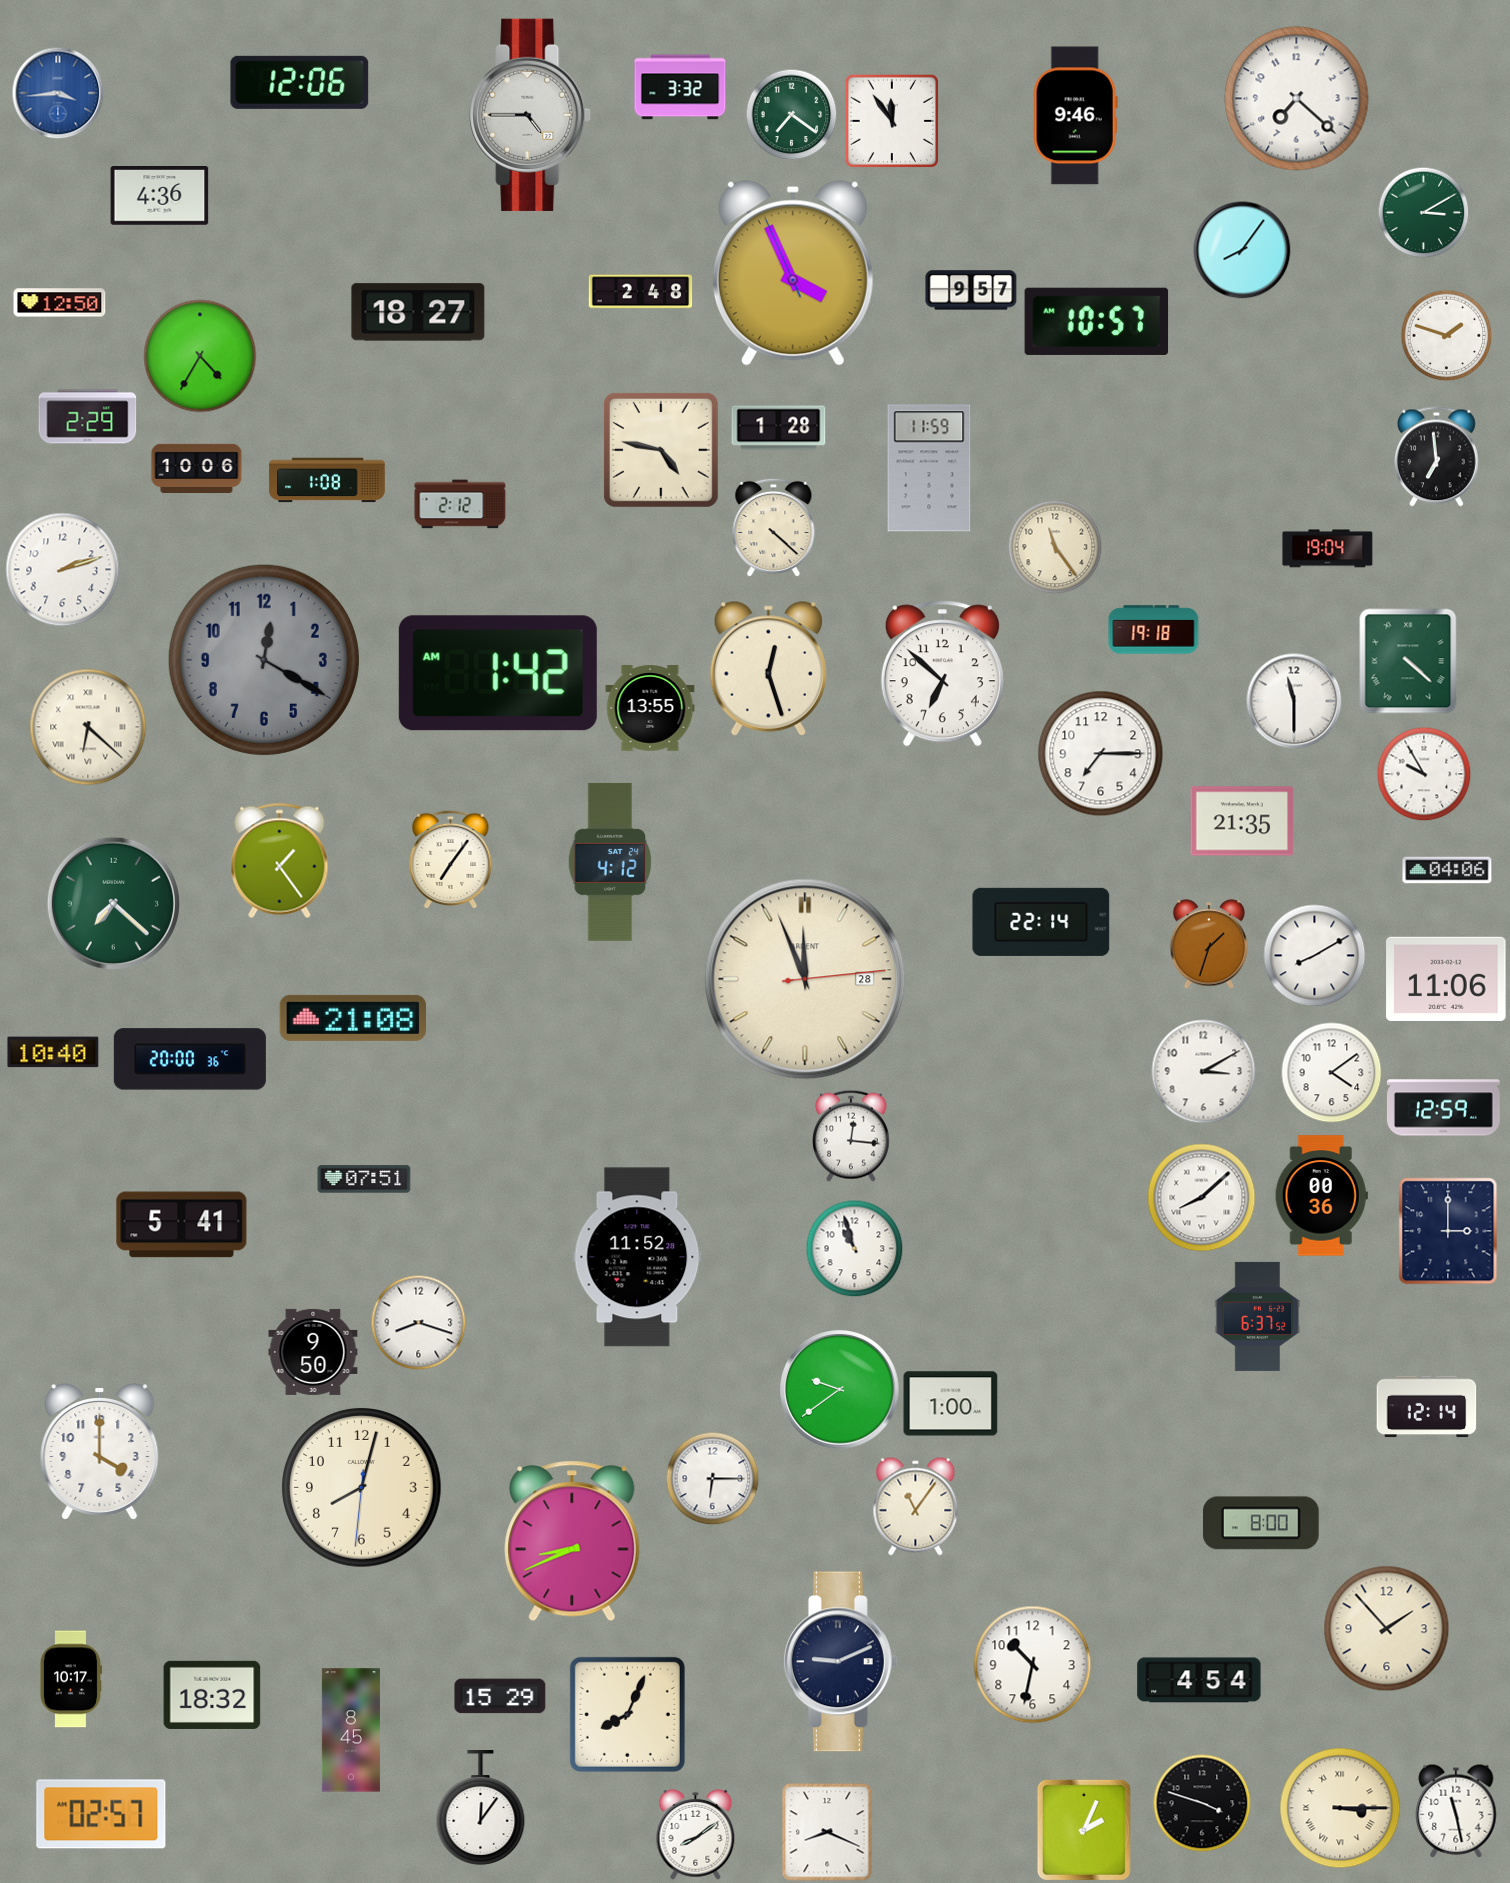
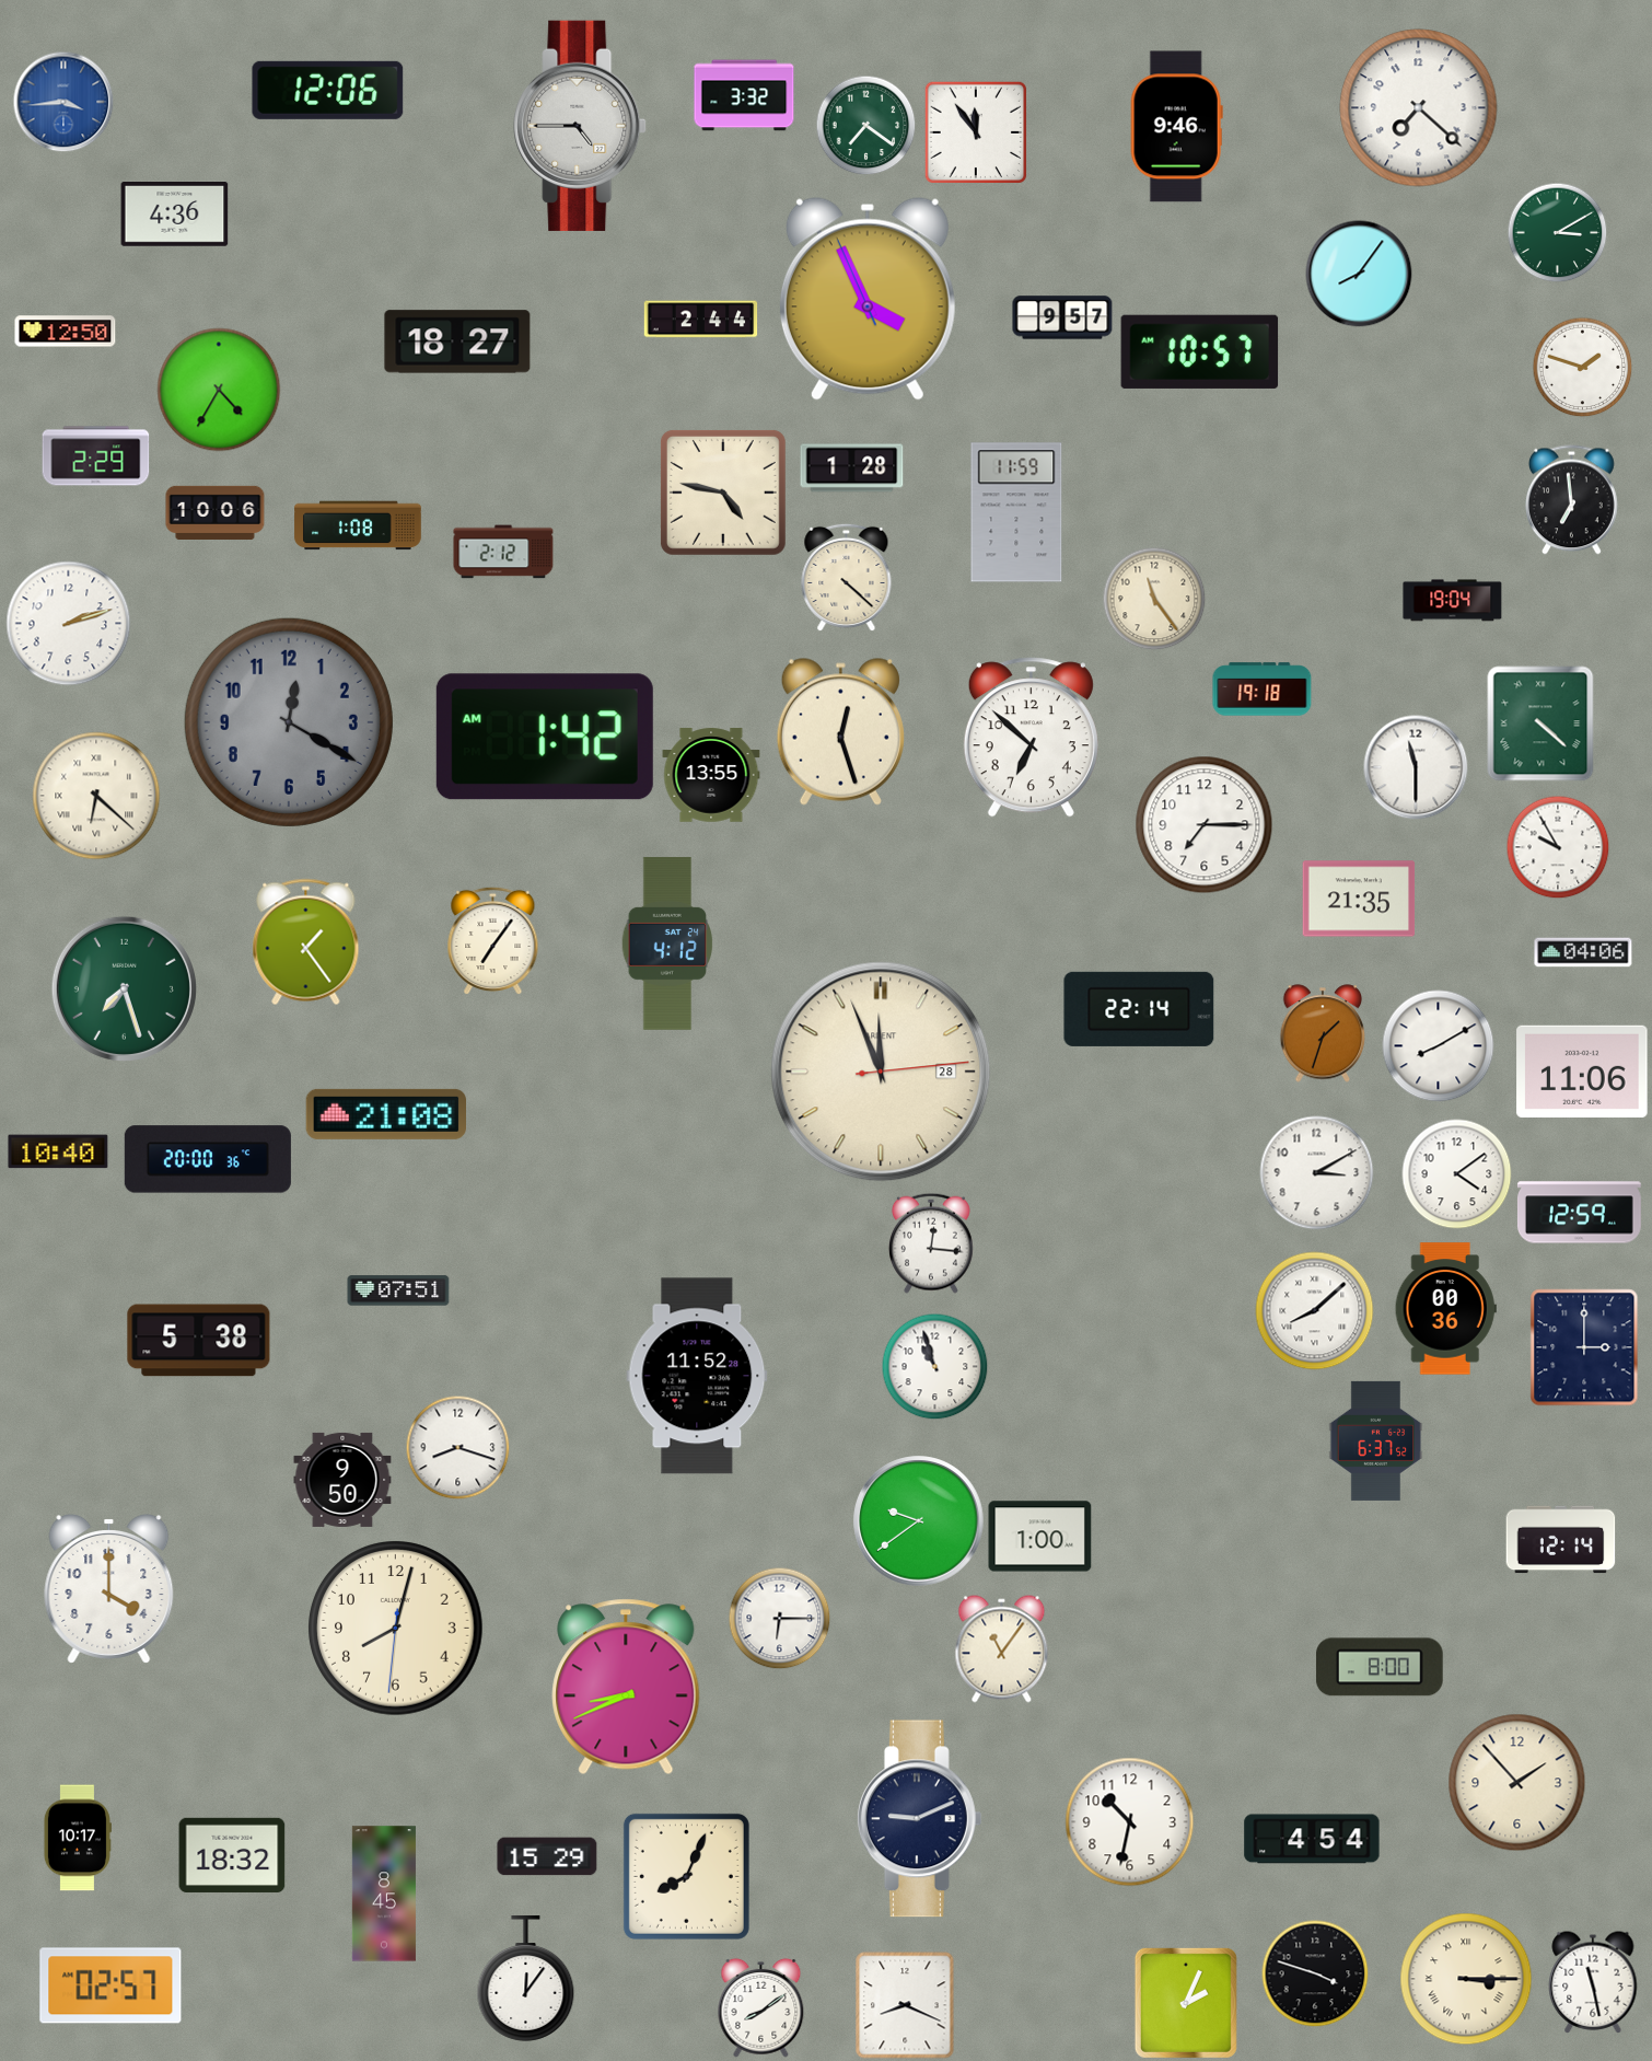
clock at (641, 292): 2:48 -> 2:44
clock at (113, 903): 7:22 -> 7:27
clock at (182, 1225): 5:41 -> 5:38
